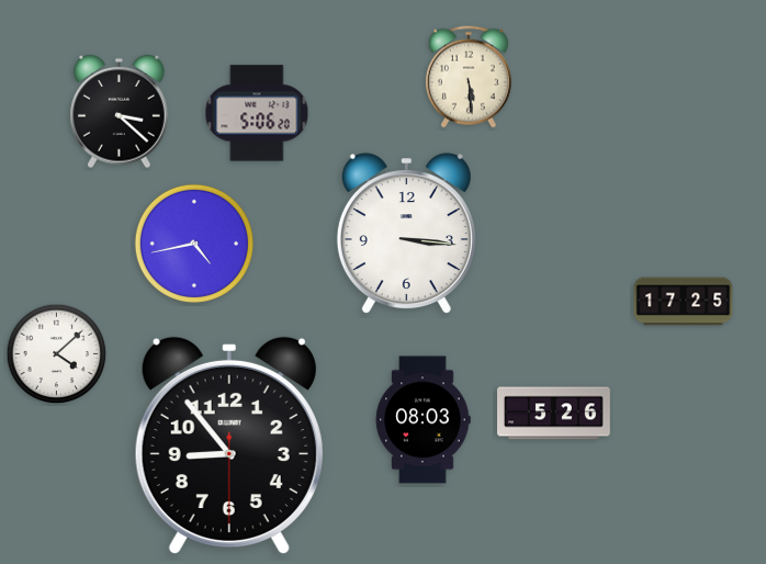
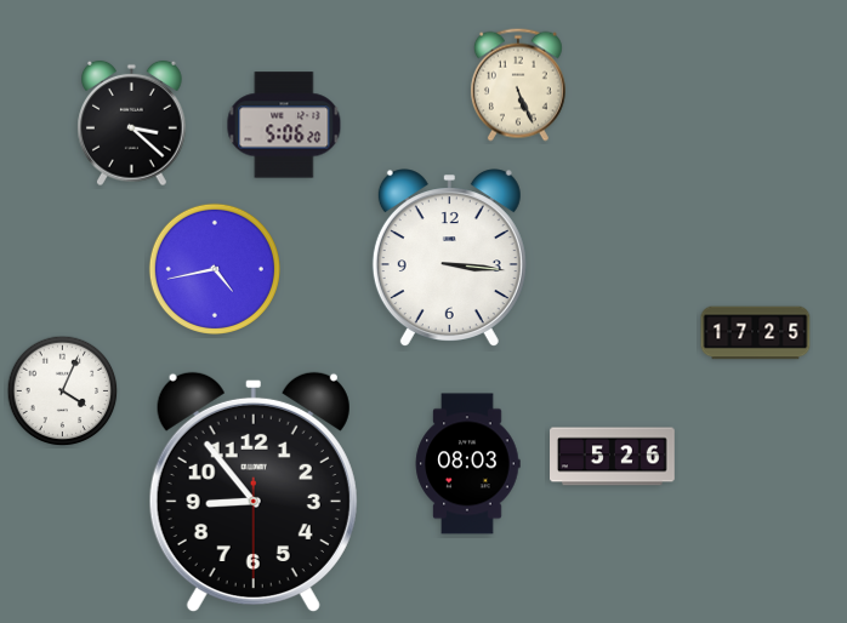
clock at (469, 77): 5:29 -> 5:26
clock at (57, 354): 4:08 -> 4:04
